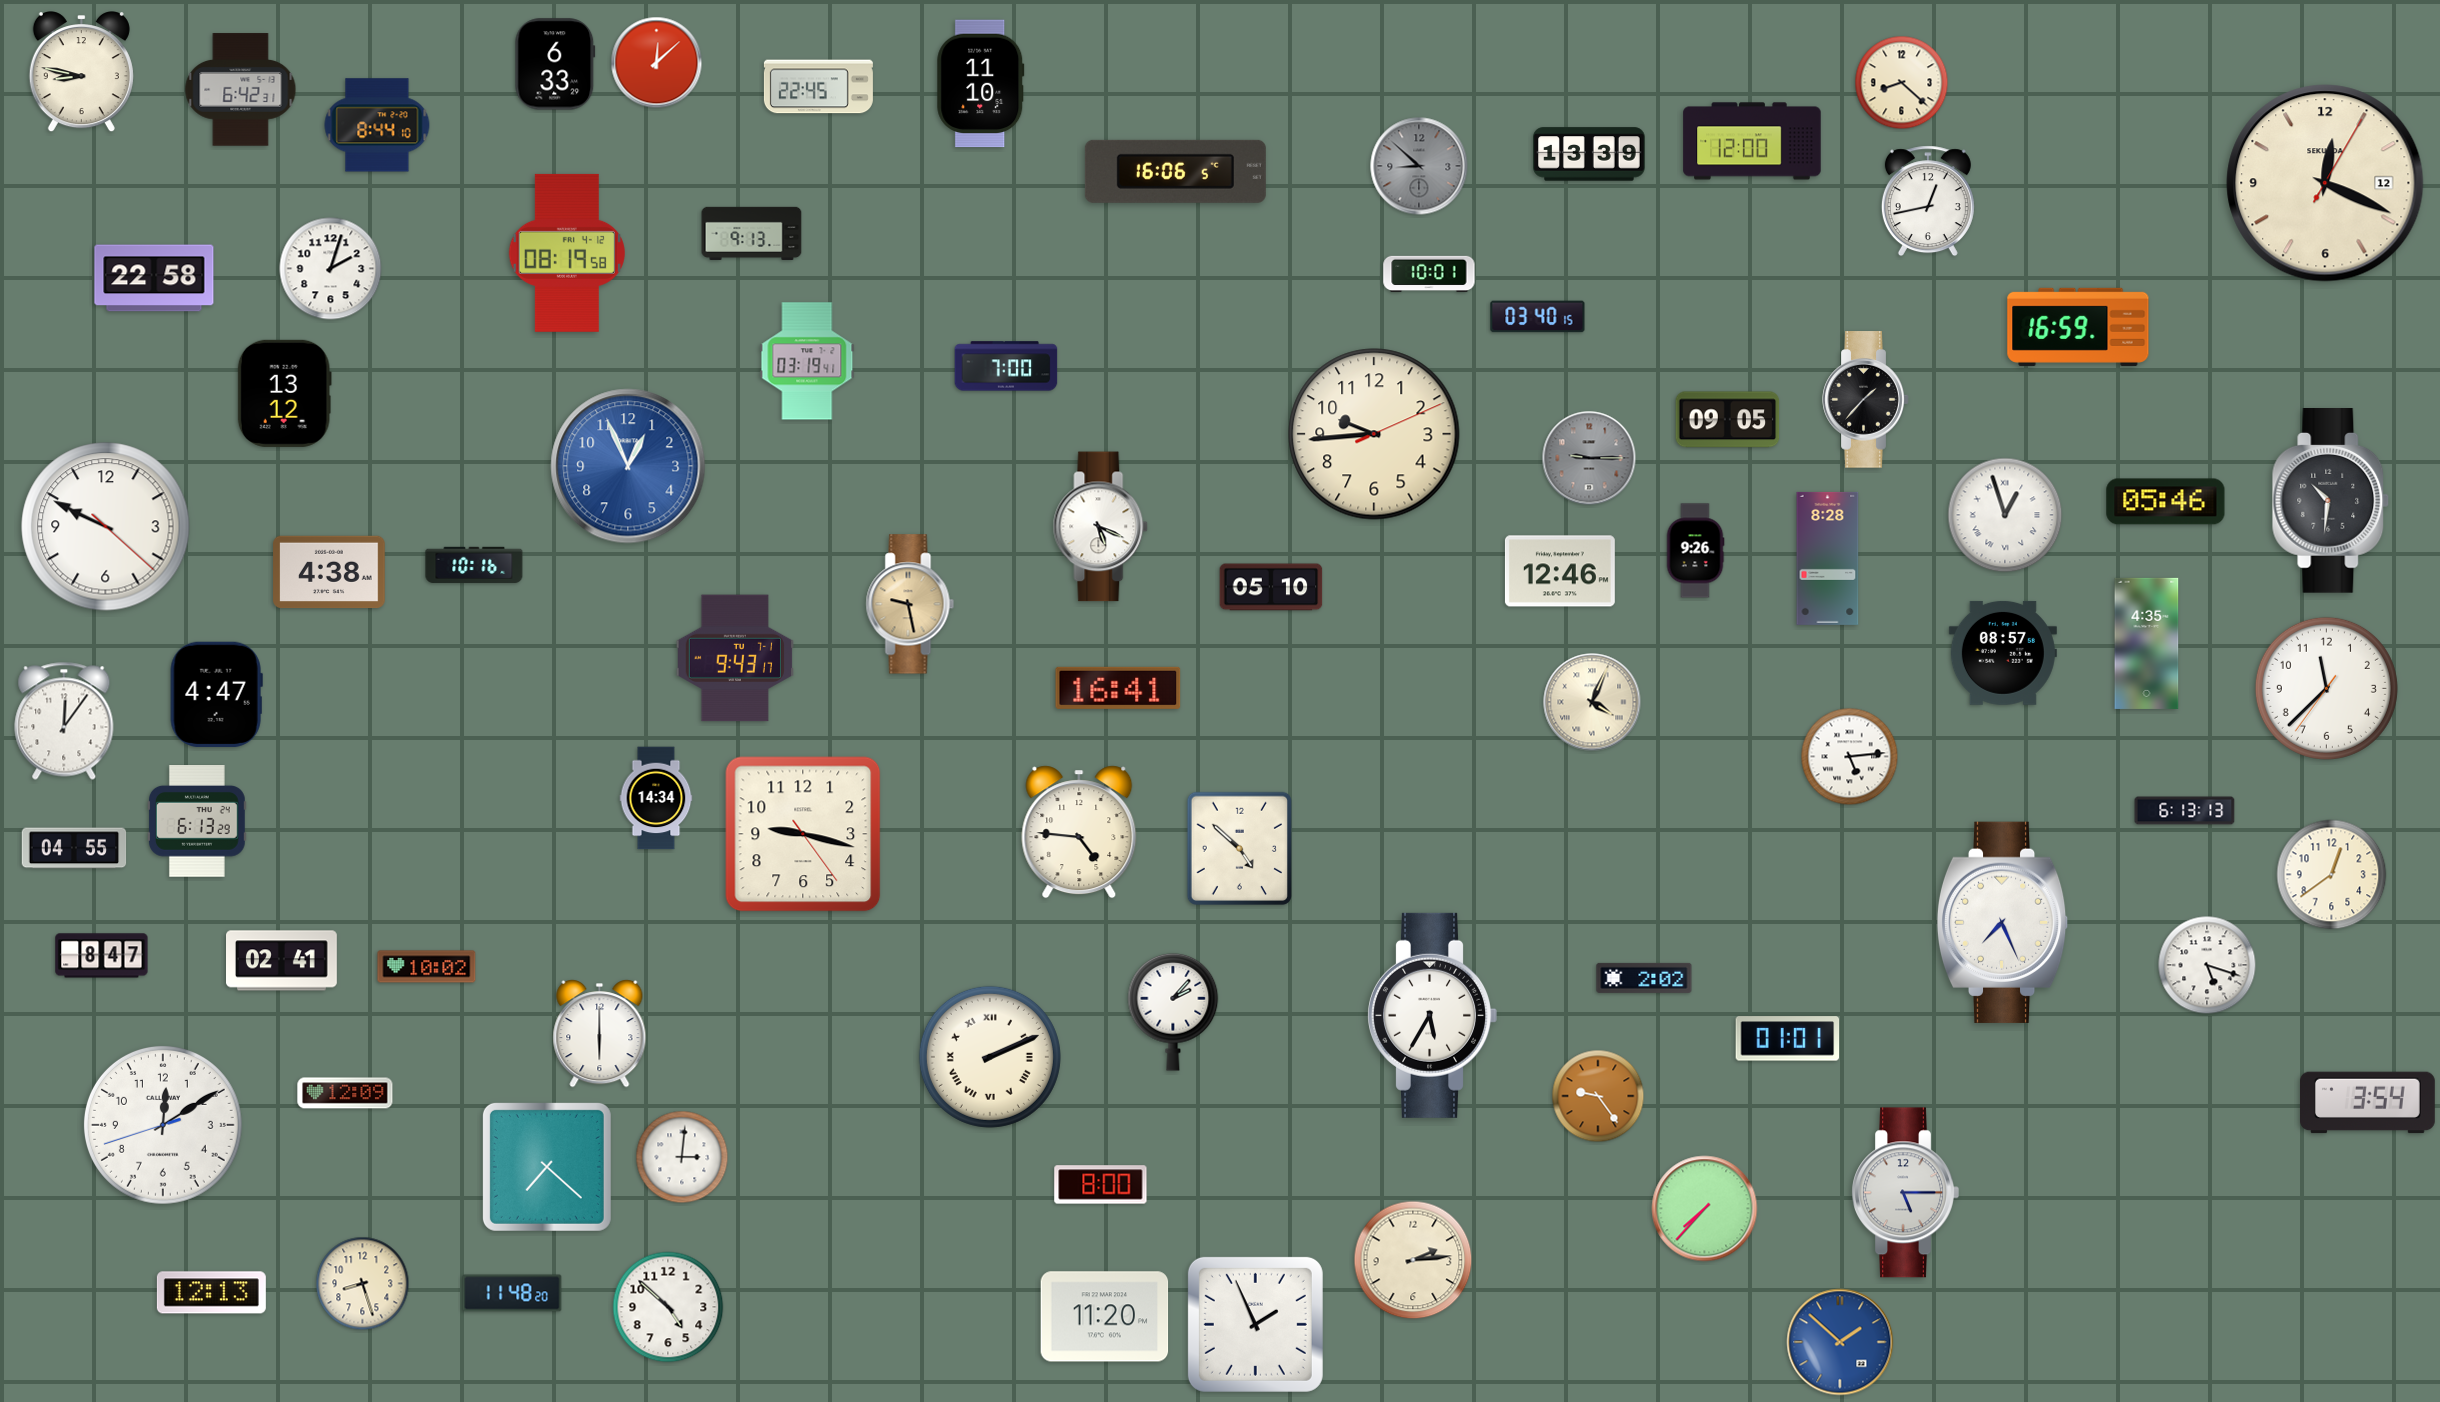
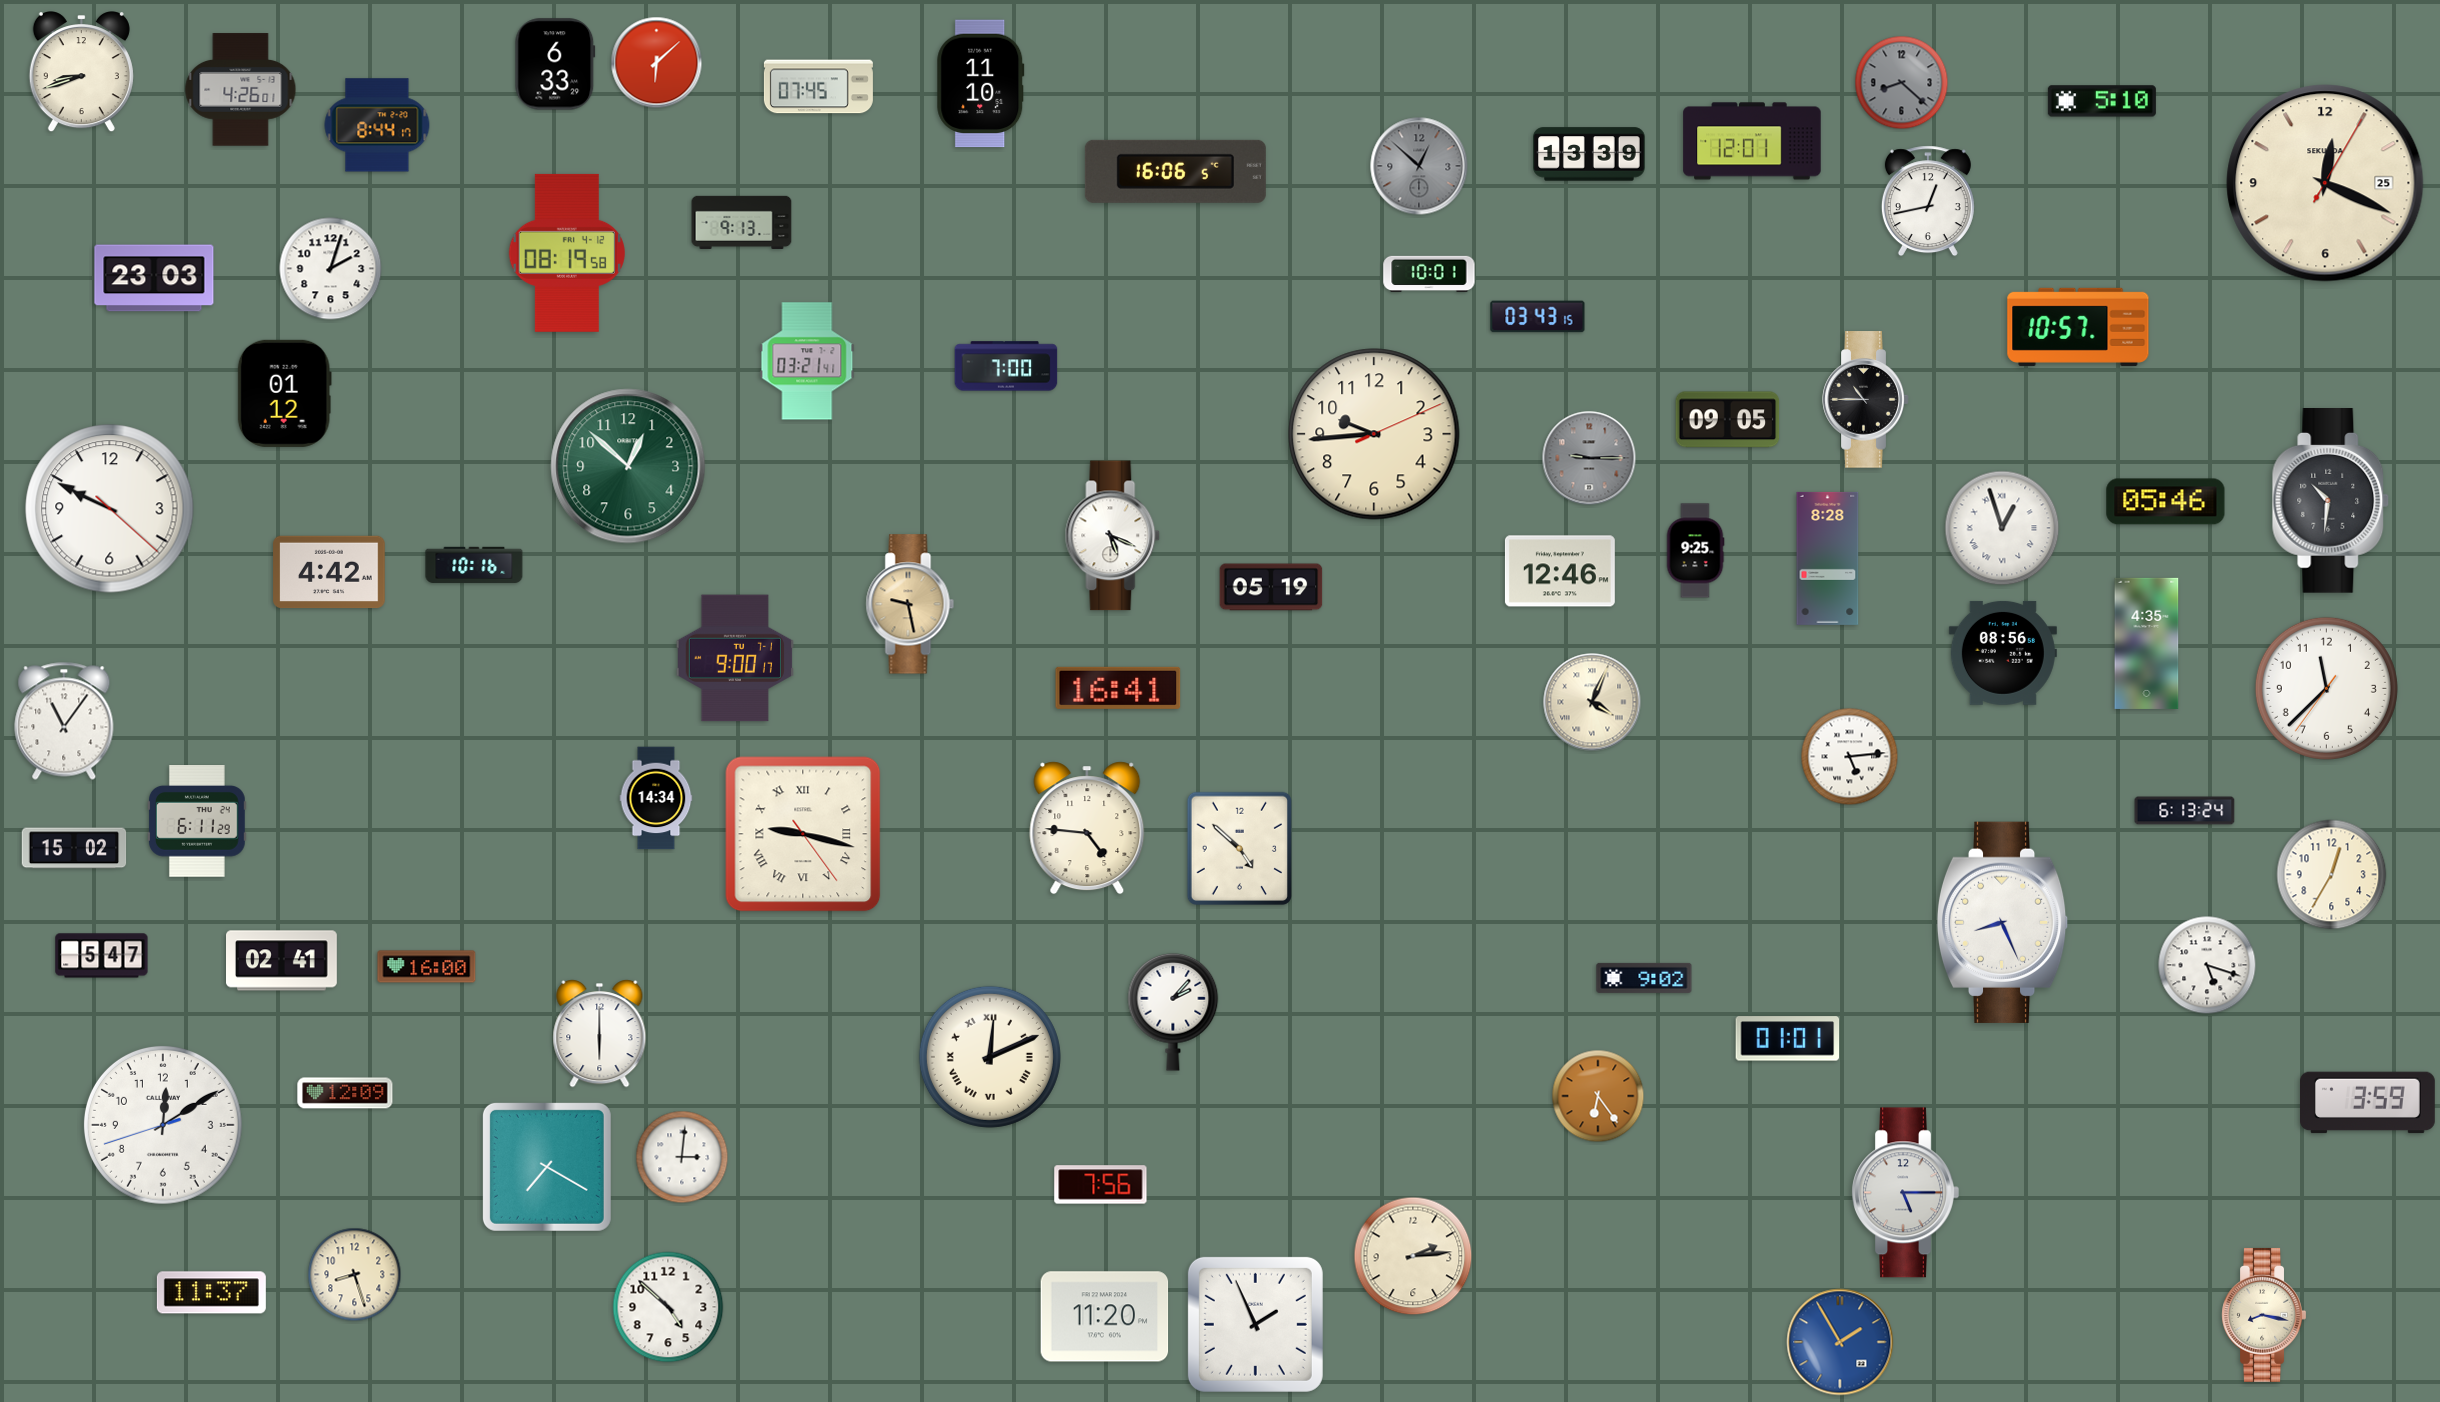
clock at (657, 63): 12:08 -> 6:08
clock at (81, 72): 8:47 -> 8:42
clock at (1902, 83) dial: cream -> grey
clock at (818, 87): 22:45 -> 07:45
clock at (241, 90): 6:42 -> 4:26
clock at (2102, 101): none -> 5:10
clock at (377, 125): 8:44:10 -> 8:44:17
clock at (1752, 141): 12:00 -> 12:01
clock at (1419, 166): 8:52 -> 12:52
clock at (2325, 183) date: 12 -> 25
clock at (752, 233) position: (752, 233) -> (742, 222)
clock at (154, 278): 22:58 -> 23:03
clock at (1538, 317): 03:40 -> 03:43
clock at (2078, 327): 16:59 -> 10:57
clock at (807, 361): 03:19 -> 03:21
clock at (284, 393): 13:12 -> 01:12
clock at (1866, 400): 1:37 -> 10:45
clock at (628, 466): 12:56 -> 12:52
clock at (628, 466) dial: blue -> green
clock at (2005, 515) position: (2005, 515) -> (2002, 528)
clock at (106, 527) position: (106, 527) -> (110, 509)
clock at (1101, 527) position: (1101, 527) -> (1113, 536)
clock at (1695, 551): 9:26 -> 9:25
clock at (329, 572): 4:38 -> 4:42
clock at (1271, 587): 05:10 -> 05:19
clock at (2003, 653): 08:57 -> 08:56
clock at (734, 658): 9:43 -> 9:00
clock at (216, 694): 4:47 -> none
clock at (64, 721): 12:06 -> 11:06
clock at (2185, 811): 6:13:13 -> 6:13:24
clock at (197, 822): 6:13 -> 6:11
clock at (1079, 832) position: (1079, 832) -> (1087, 828)
clock at (803, 834) numerals: Arabic -> Roman
clock at (74, 848): 04:55 -> 15:02
clock at (2332, 875): 12:39 -> 12:35
clock at (2003, 922): 7:26 -> 8:26
clock at (102, 956): 8:47 -> 5:47
clock at (427, 967): 10:02 -> 16:00
clock at (1644, 978): 2:02 -> 9:02
clock at (1432, 1015): 5:35 -> none
clock at (990, 1057): 2:11 -> 12:11
clock at (1598, 1096): 9:24 -> 6:24
clock at (2368, 1103): 3:54 -> 3:59
clock at (547, 1167): 7:22 -> 7:20
clock at (1101, 1185): 8:00 -> 7:56
clock at (1705, 1209): 7:37 -> none
clock at (1413, 1260) position: (1413, 1260) -> (1413, 1256)
clock at (363, 1284) position: (363, 1284) -> (355, 1275)
clock at (211, 1293): 12:13 -> 11:37
clock at (512, 1293): 11:48 -> none
clock at (2263, 1315): none -> 8:17
clock at (1840, 1342): 1:52 -> 1:55
